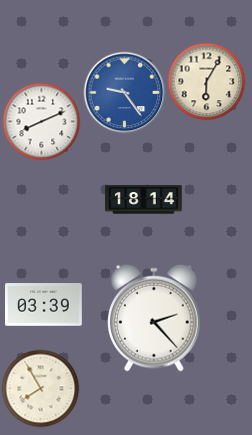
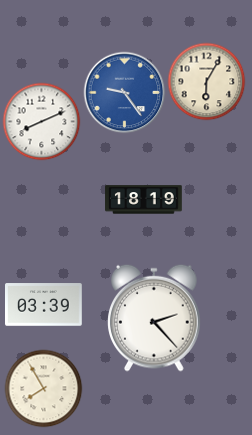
clock at (144, 200): 18:14 -> 18:19
clock at (40, 388) position: (40, 388) -> (43, 388)
